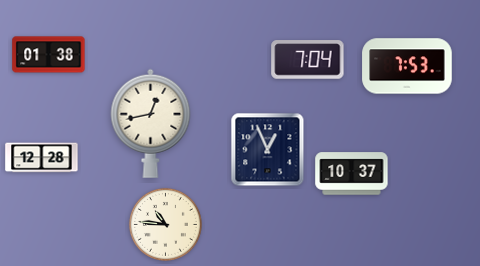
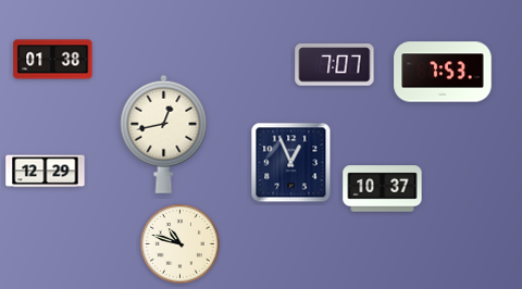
clock at (308, 60): 7:04 -> 7:07
clock at (42, 158): 12:28 -> 12:29
clock at (165, 224): 10:46 -> 10:48
